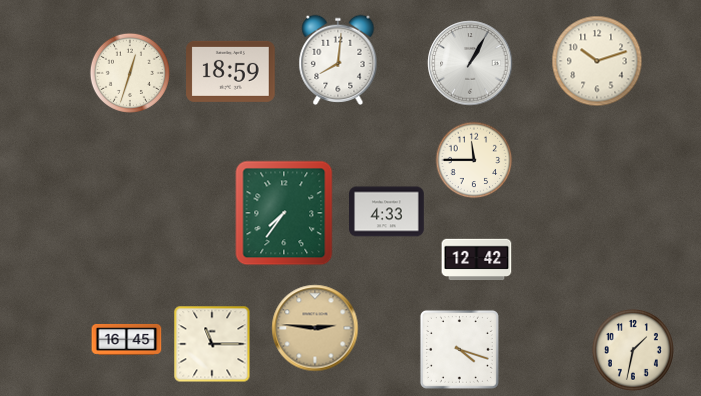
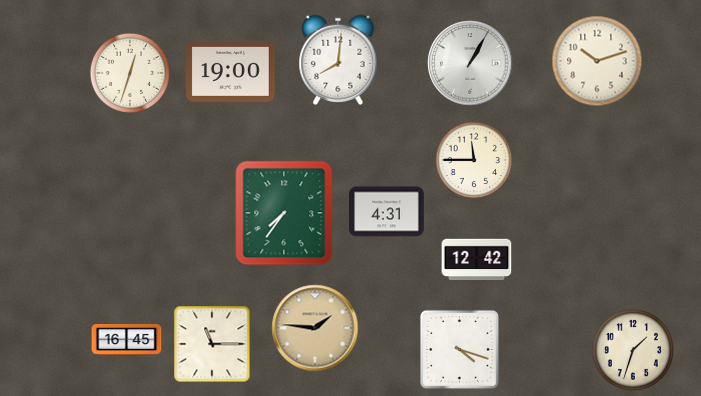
clock at (231, 71): 18:59 -> 19:00
clock at (387, 212): 4:33 -> 4:31
clock at (315, 328): 2:46 -> 1:46
clock at (633, 350): 1:32 -> 1:33
